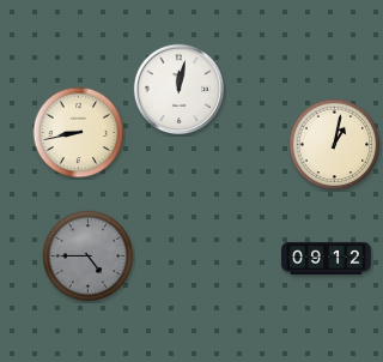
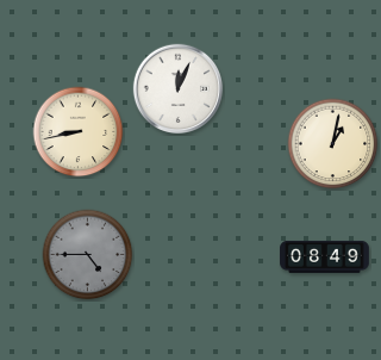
clock at (178, 89): 12:02 -> 12:04
clock at (327, 258): 09:12 -> 08:49
